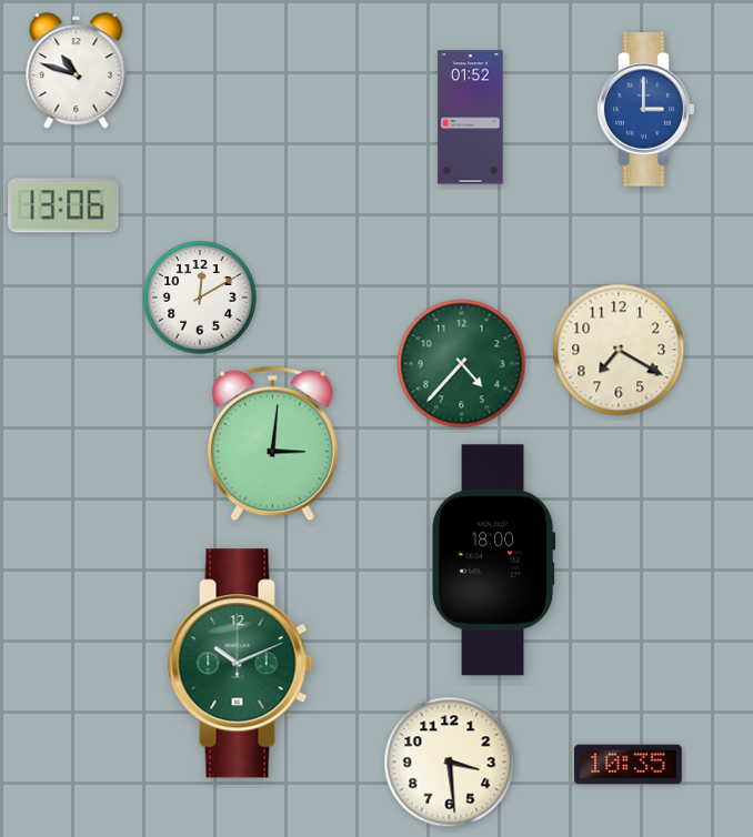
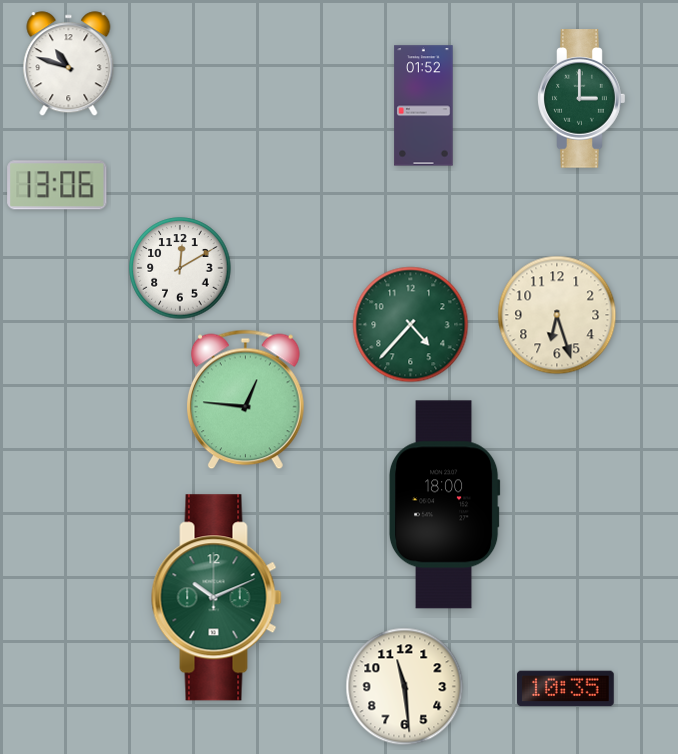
clock at (646, 110) dial: blue -> green
clock at (619, 350): 7:20 -> 6:27
clock at (462, 364) position: (462, 364) -> (411, 325)
clock at (272, 444): 3:01 -> 12:46
clock at (450, 763): 3:29 -> 11:29
